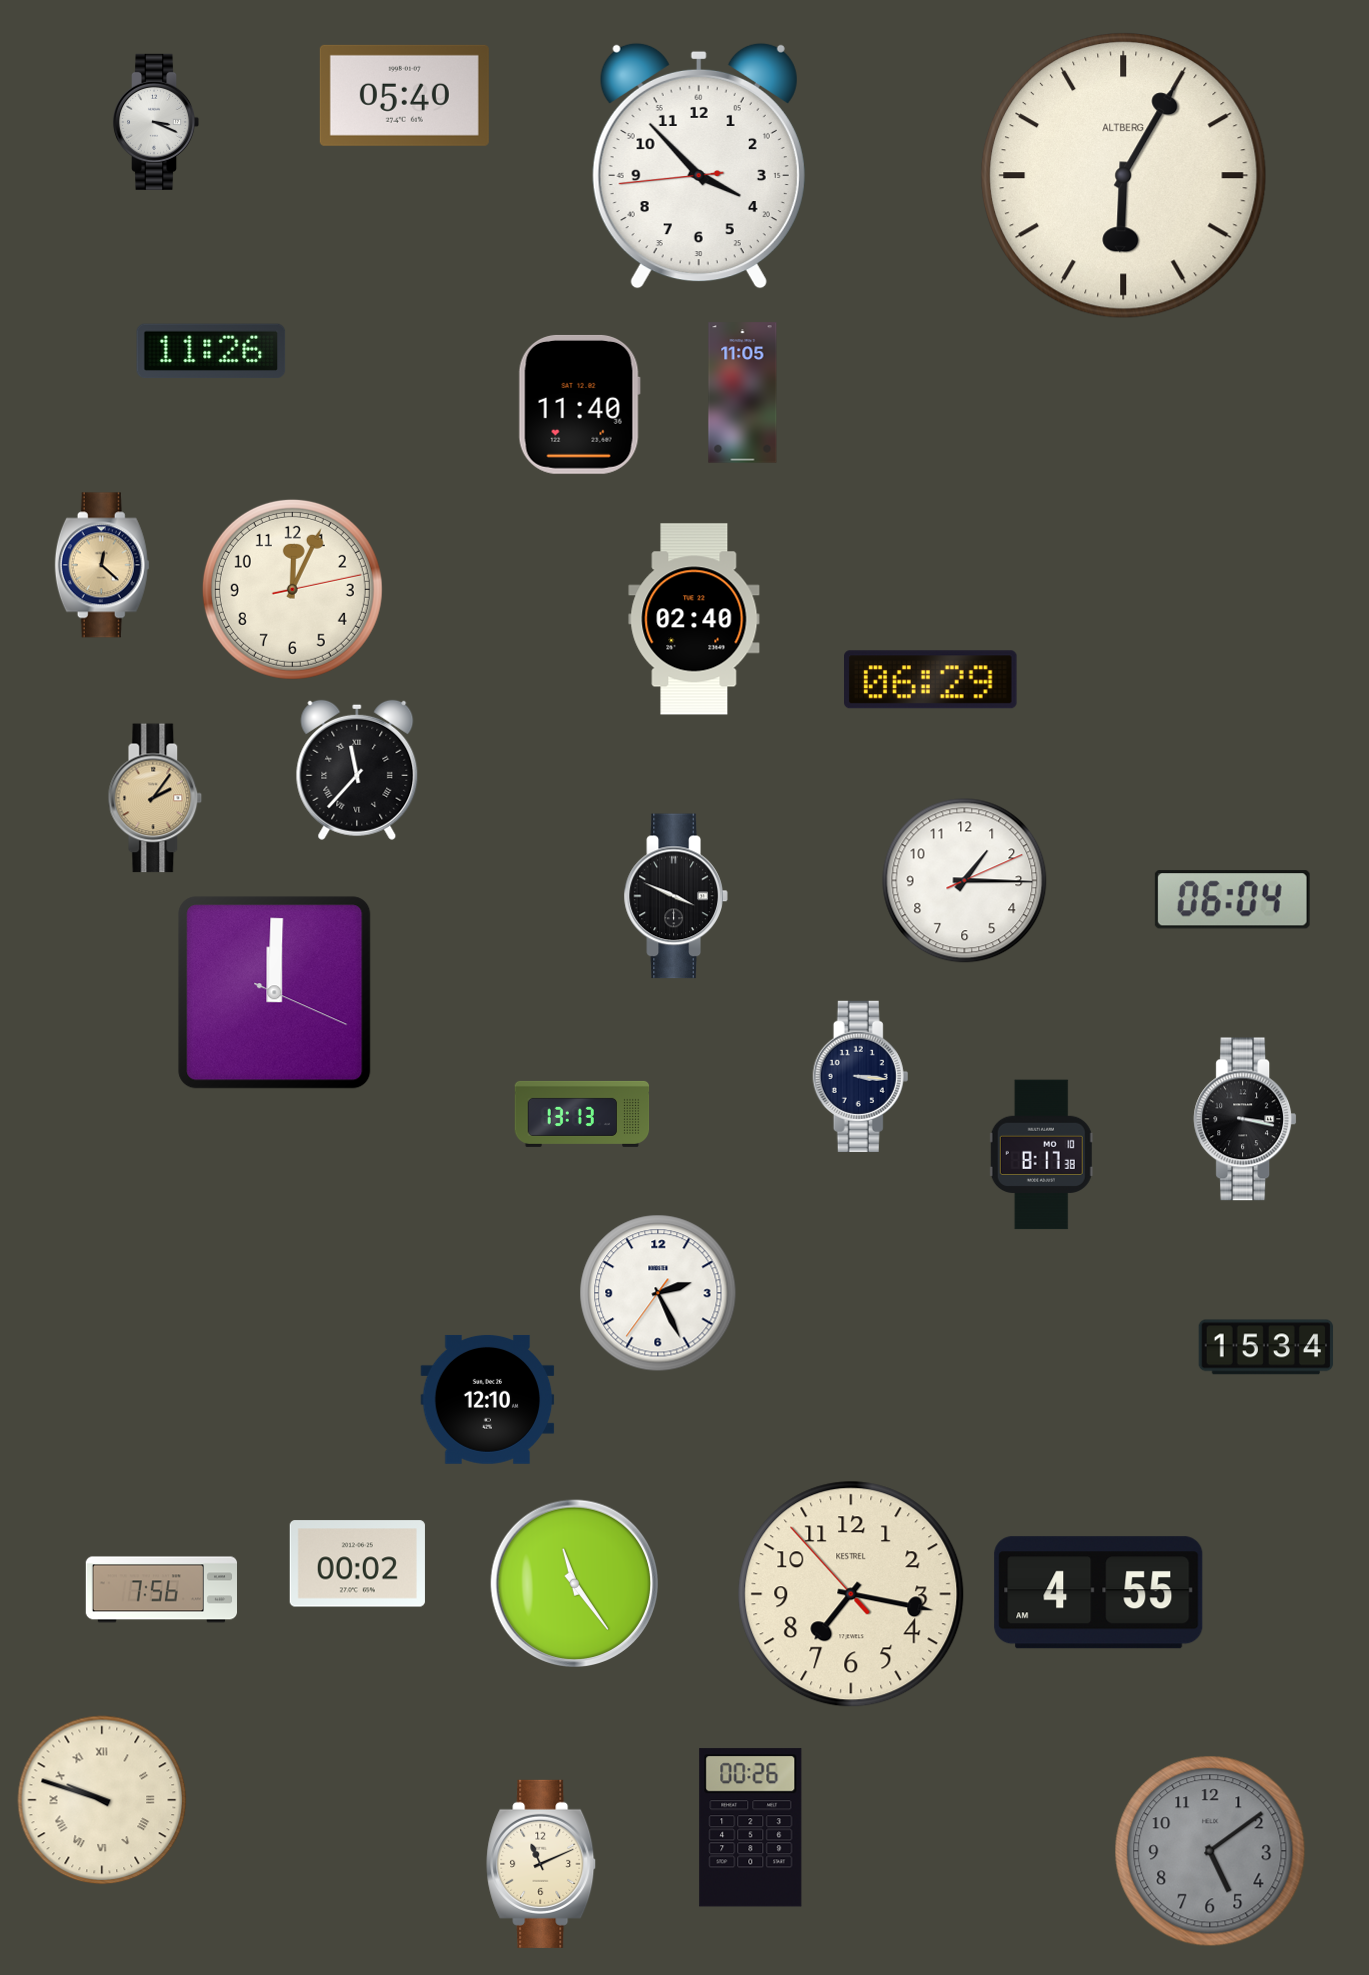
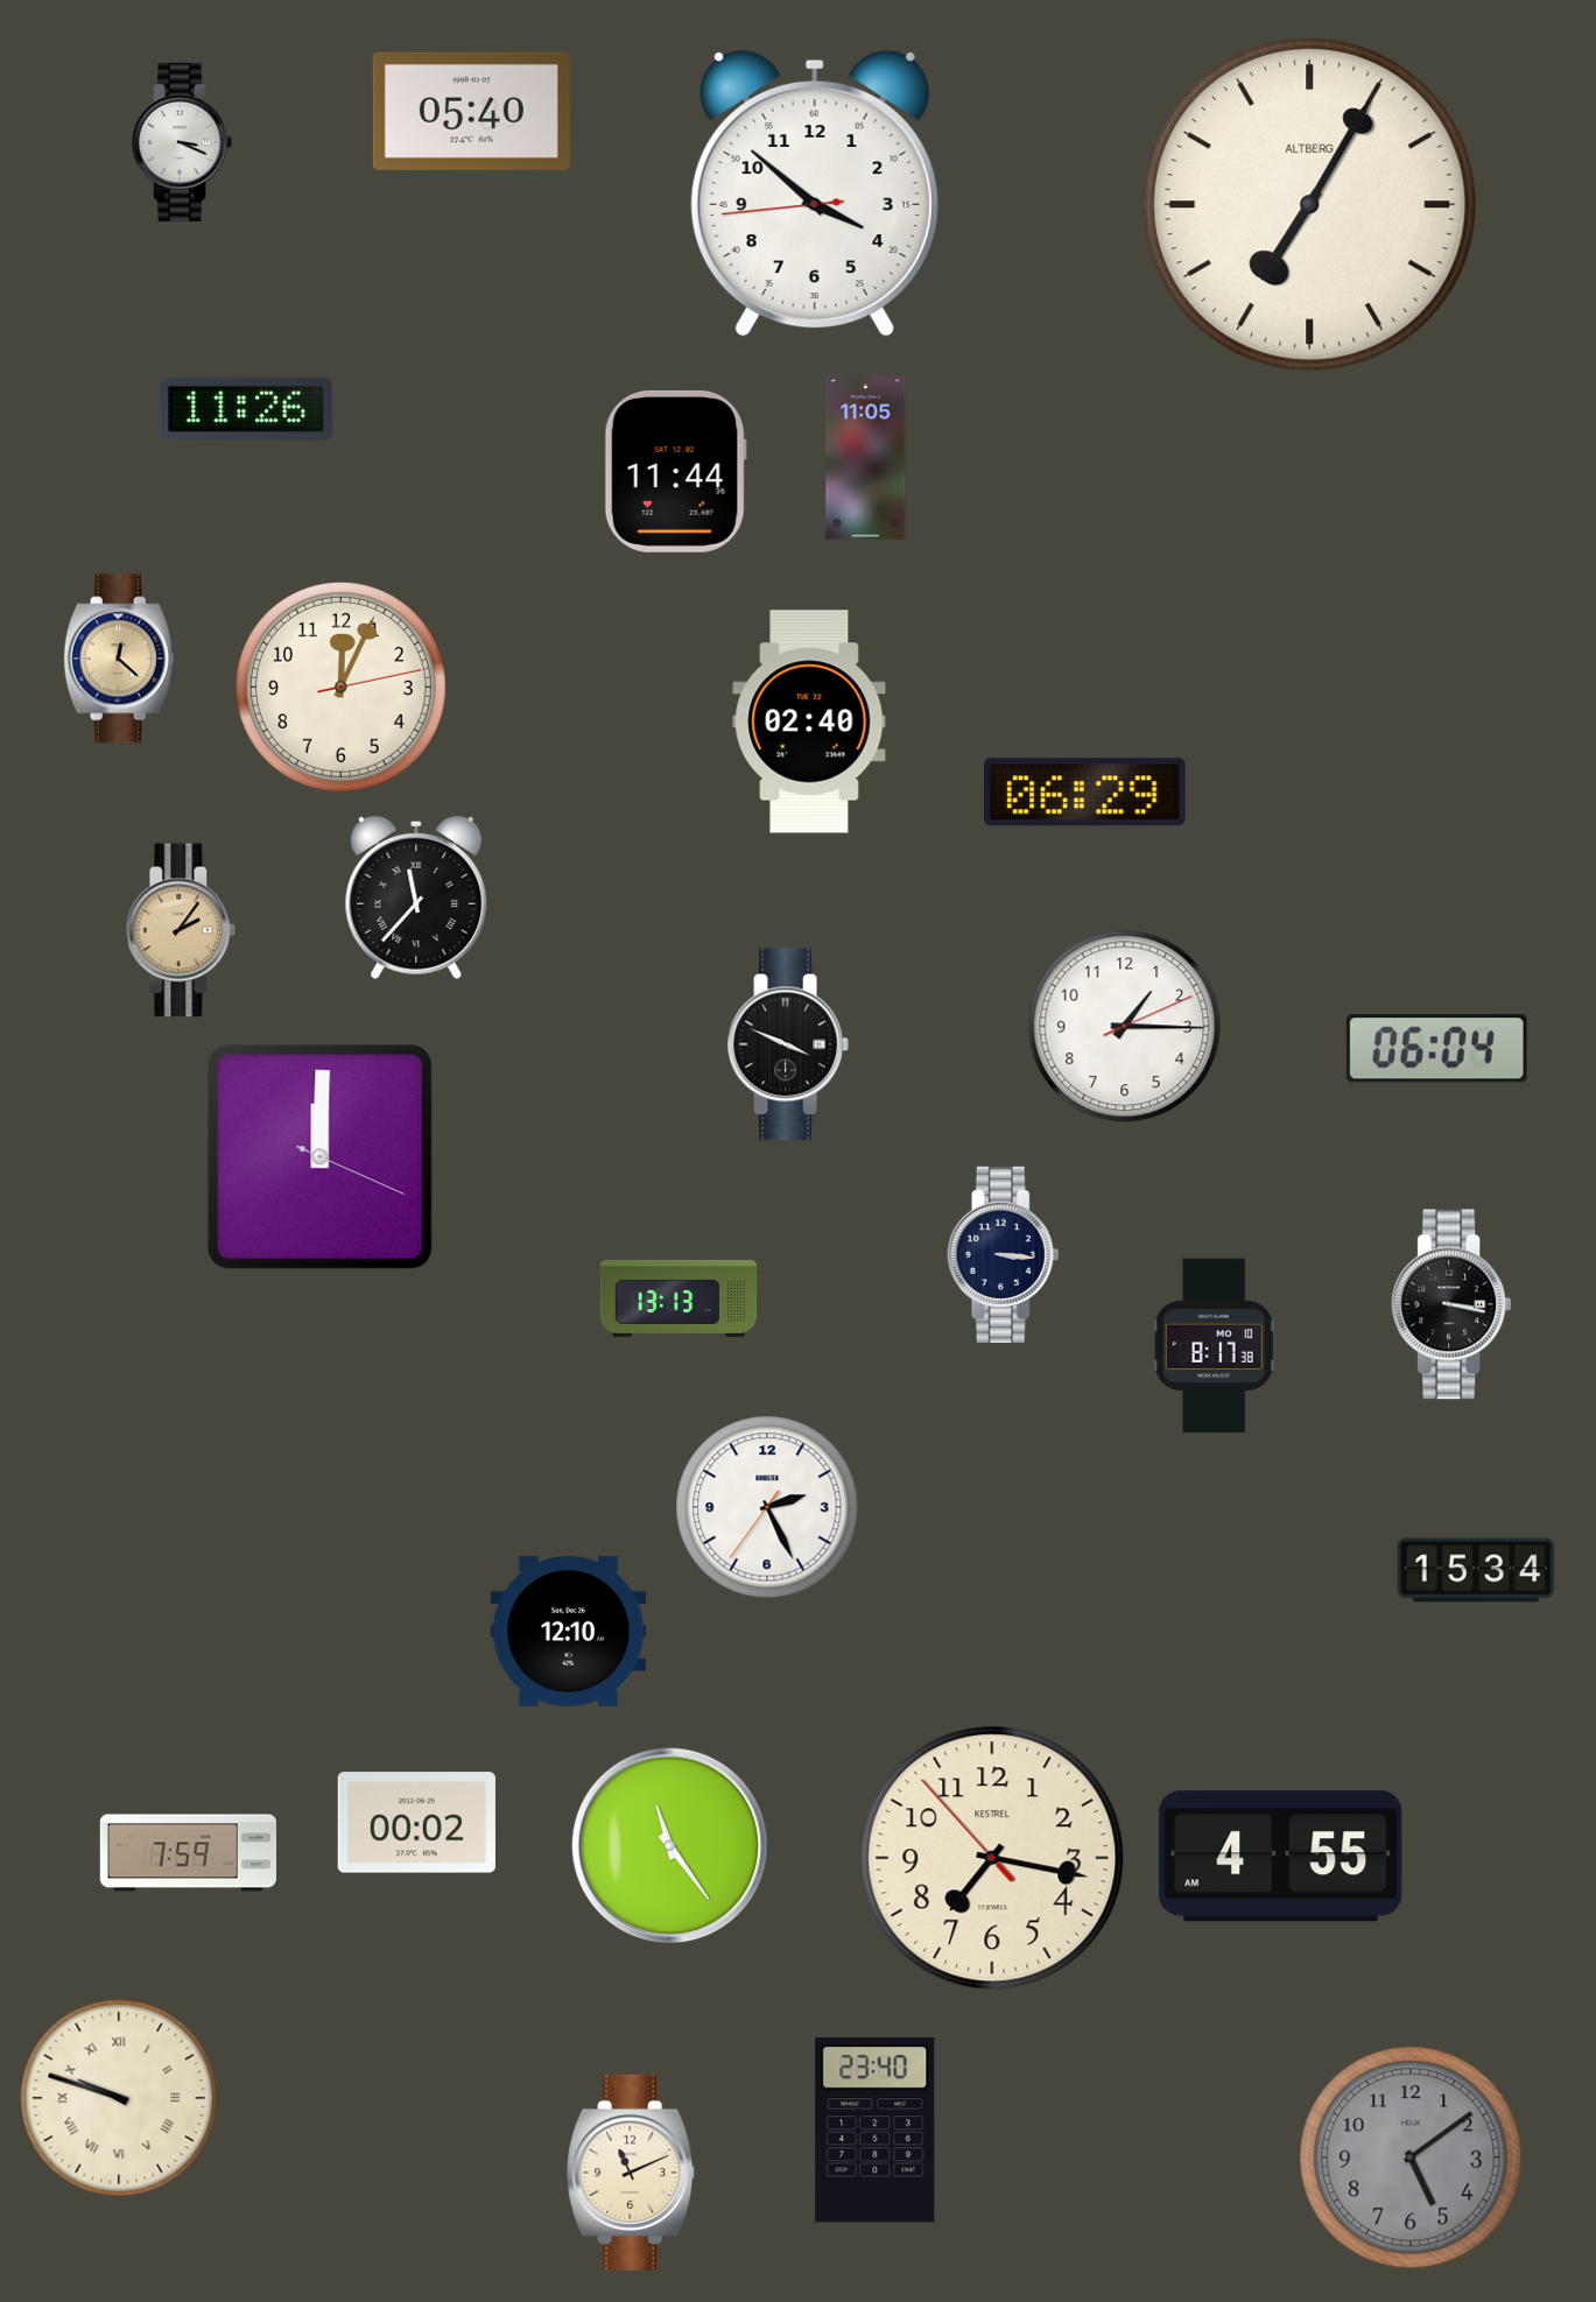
clock at (699, 166): 3:52 -> 3:51
clock at (1124, 176): 6:05 -> 7:05
clock at (579, 404): 11:40 -> 11:44
clock at (161, 1590): 7:56 -> 7:59
clock at (751, 1828): 00:26 -> 23:40
